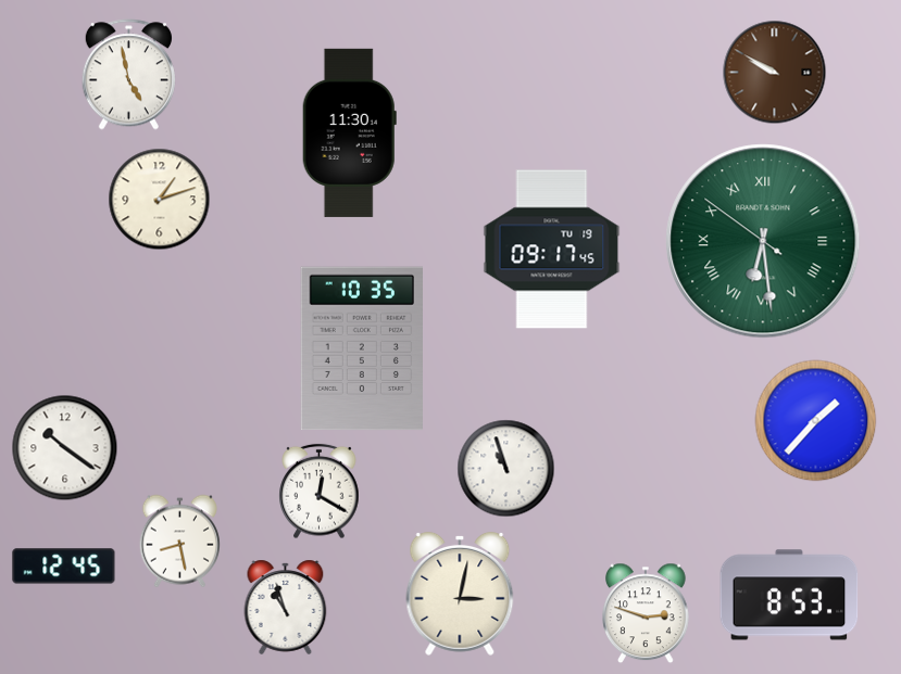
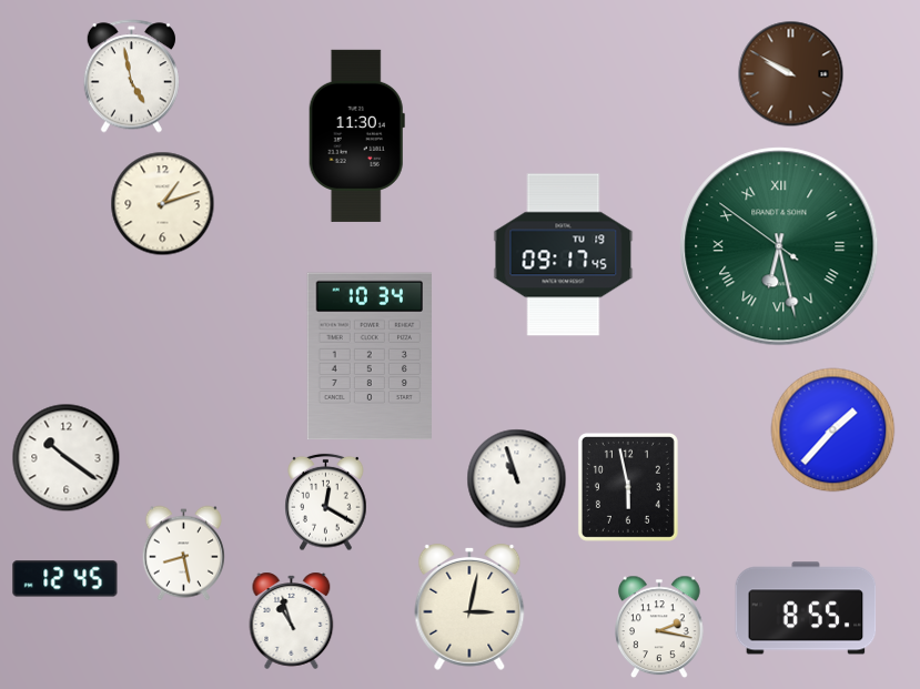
clock at (763, 241): 6:28 -> 6:27
clock at (361, 348): 10:35 -> 10:34
clock at (628, 487): none -> 5:58
clock at (789, 595): 8:53 -> 8:55
clock at (647, 613): 2:48 -> 2:17
